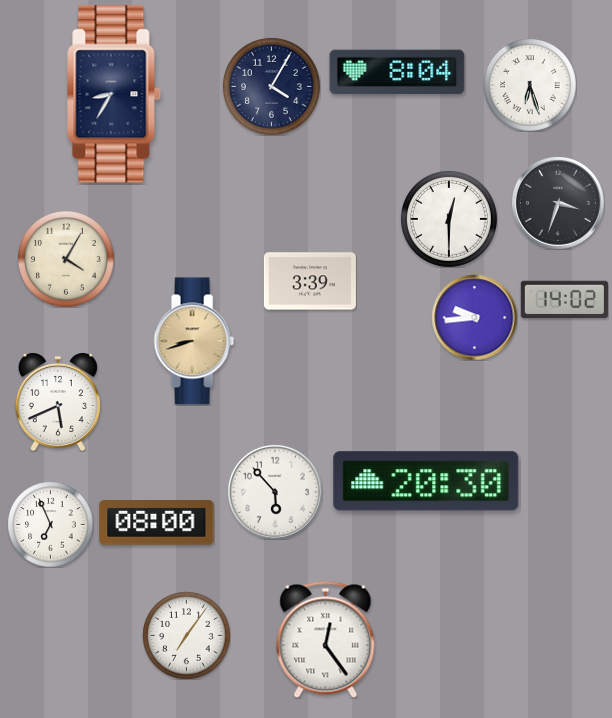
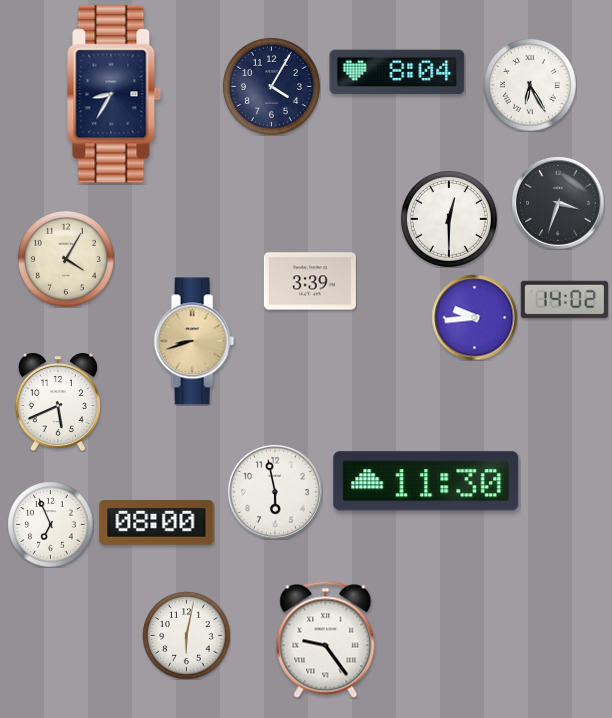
clock at (530, 85): 6:27 -> 6:25
clock at (426, 481): 20:30 -> 11:30
clock at (275, 492): 5:53 -> 5:58
clock at (186, 635): 7:06 -> 6:02
clock at (326, 639): 12:24 -> 9:24
